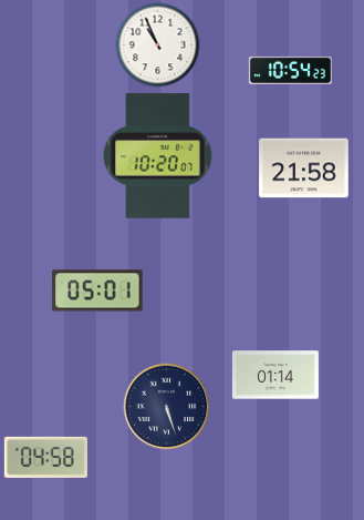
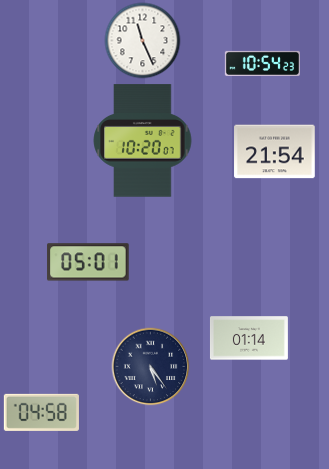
clock at (158, 45): 10:56 -> 11:26
clock at (304, 169): 21:58 -> 21:54
clock at (167, 407): 5:27 -> 5:24
